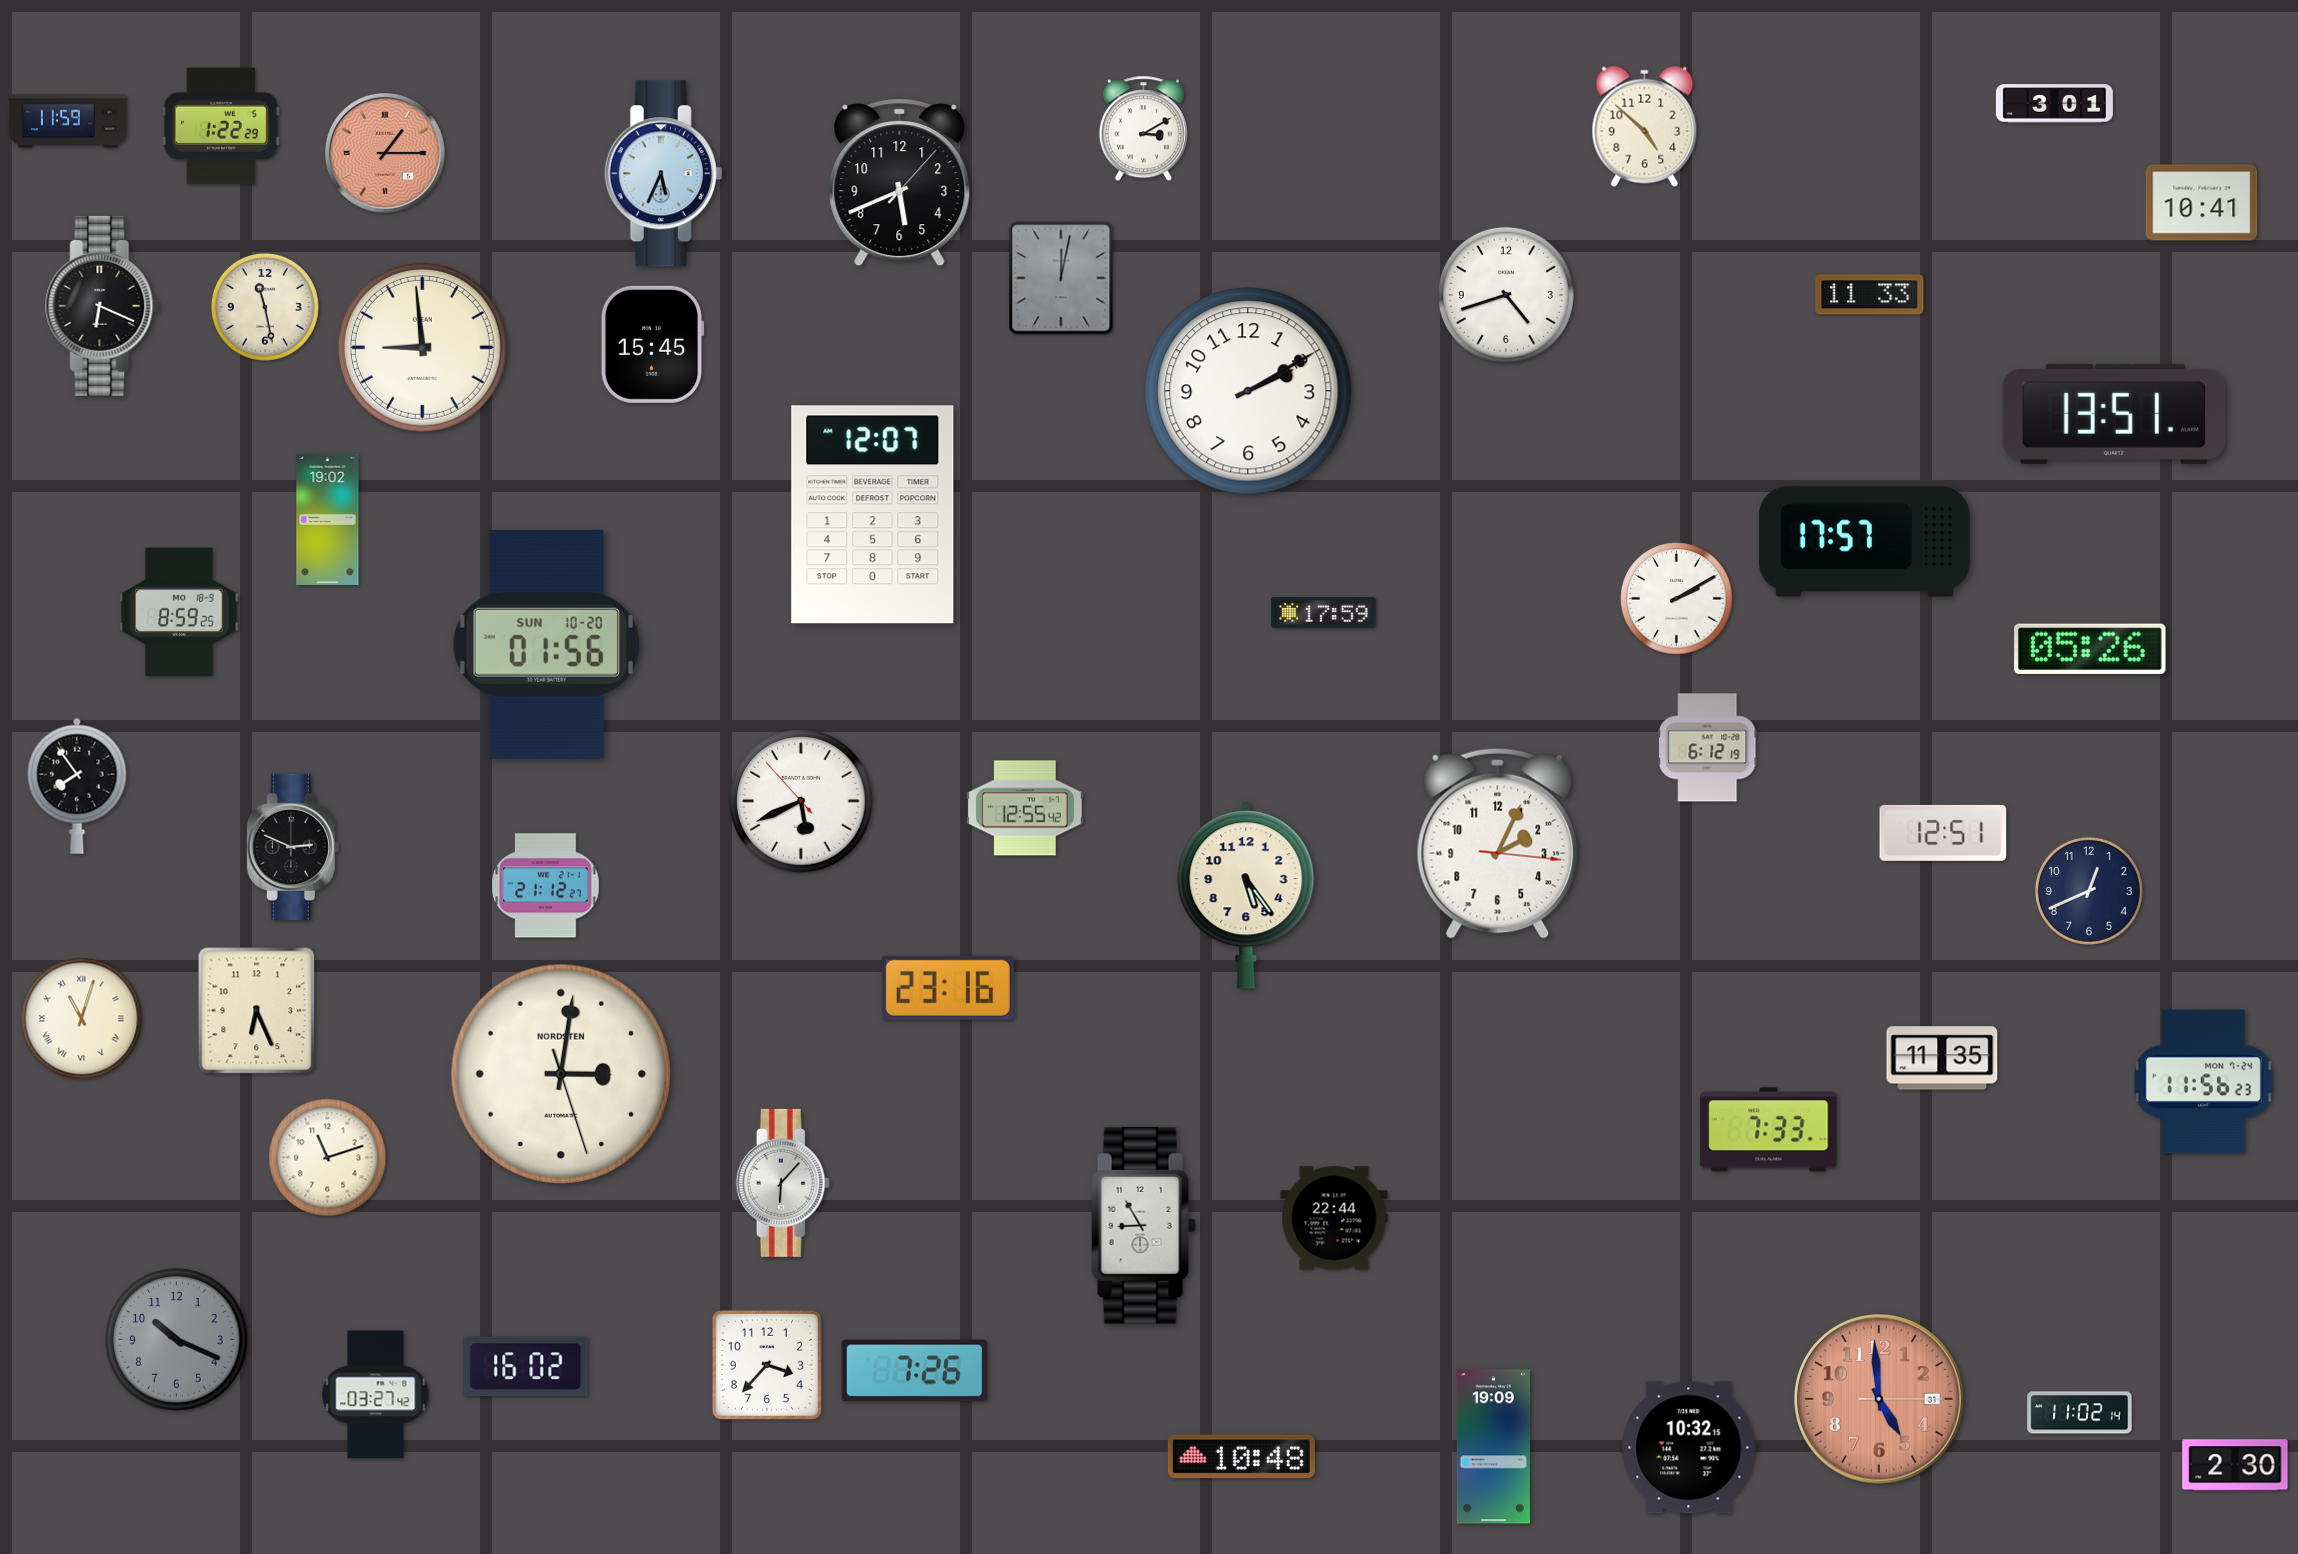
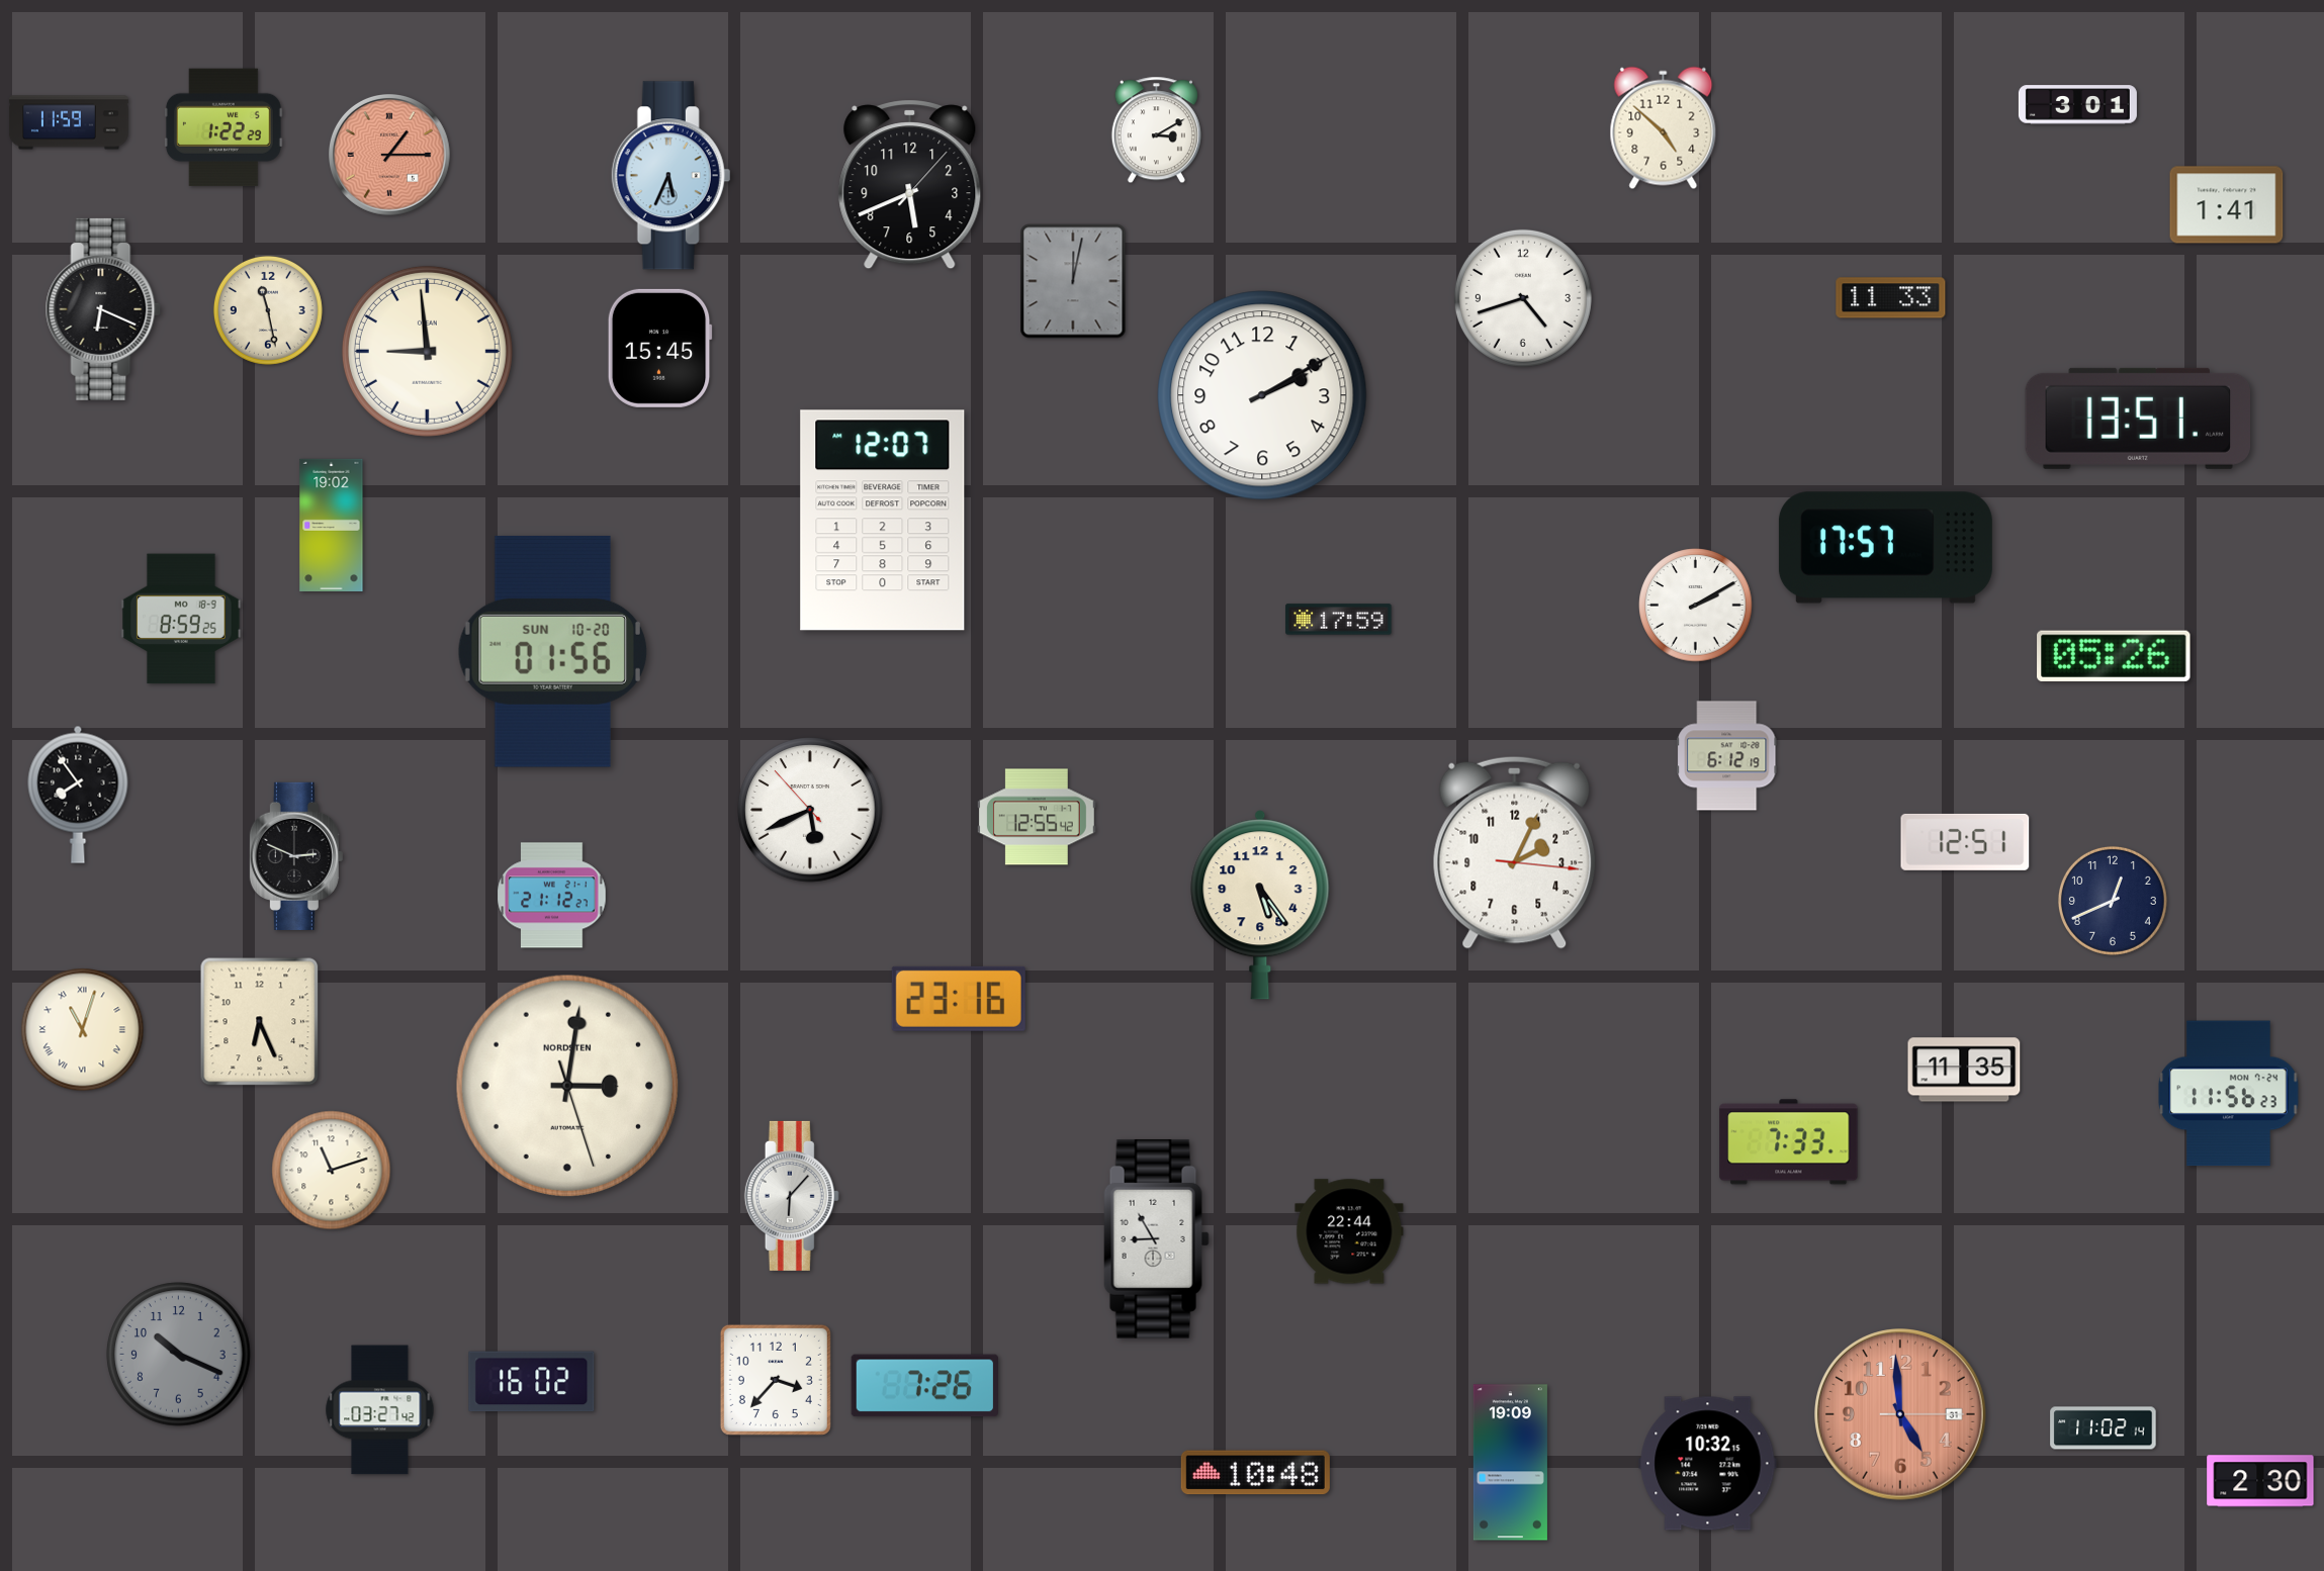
clock at (2202, 203): 10:41 -> 1:41
